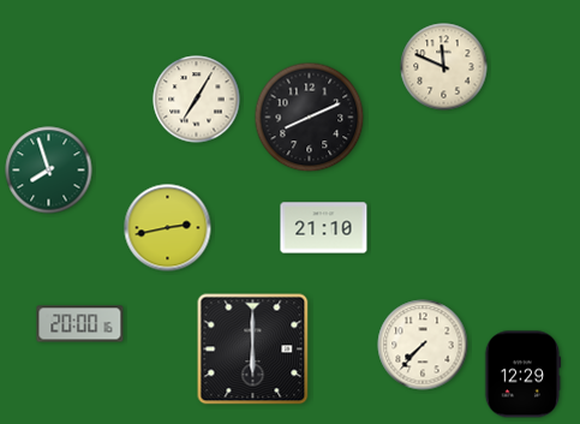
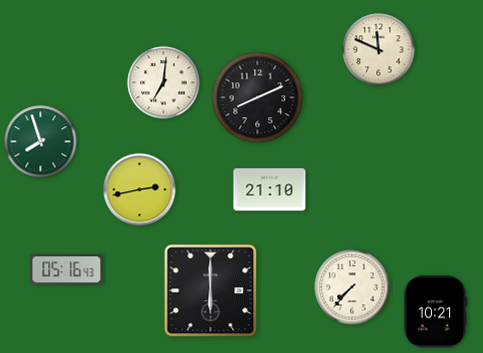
clock at (444, 67) position: (444, 67) -> (379, 50)
clock at (197, 100): 7:05 -> 7:01
clock at (80, 324): 20:00 -> 05:16
clock at (522, 375): 12:29 -> 10:21
